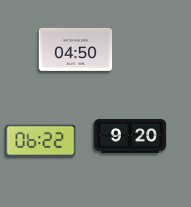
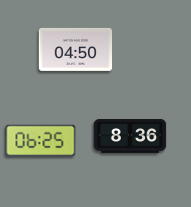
clock at (130, 137): 9:20 -> 8:36
clock at (41, 141): 06:22 -> 06:25
